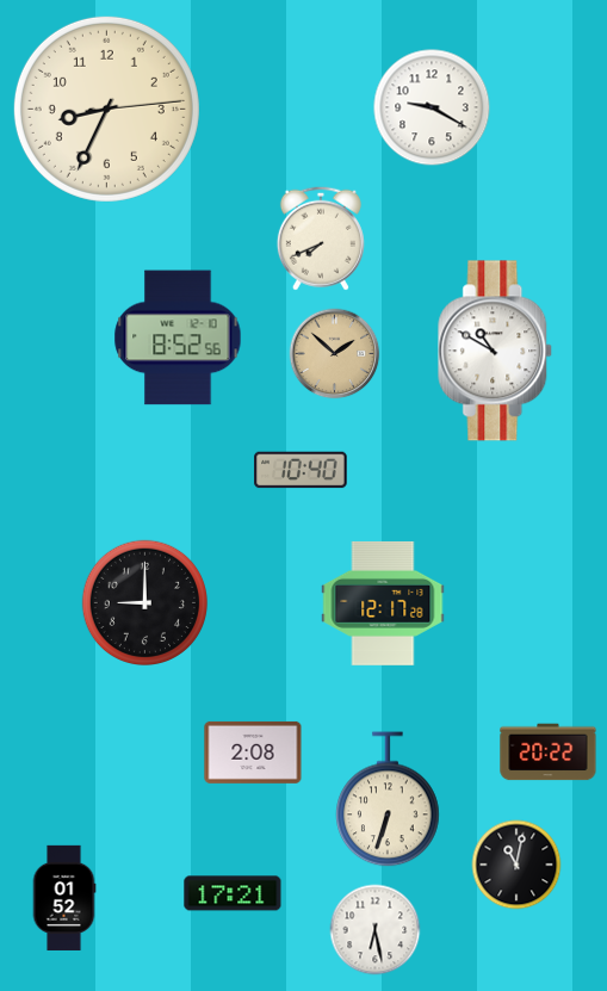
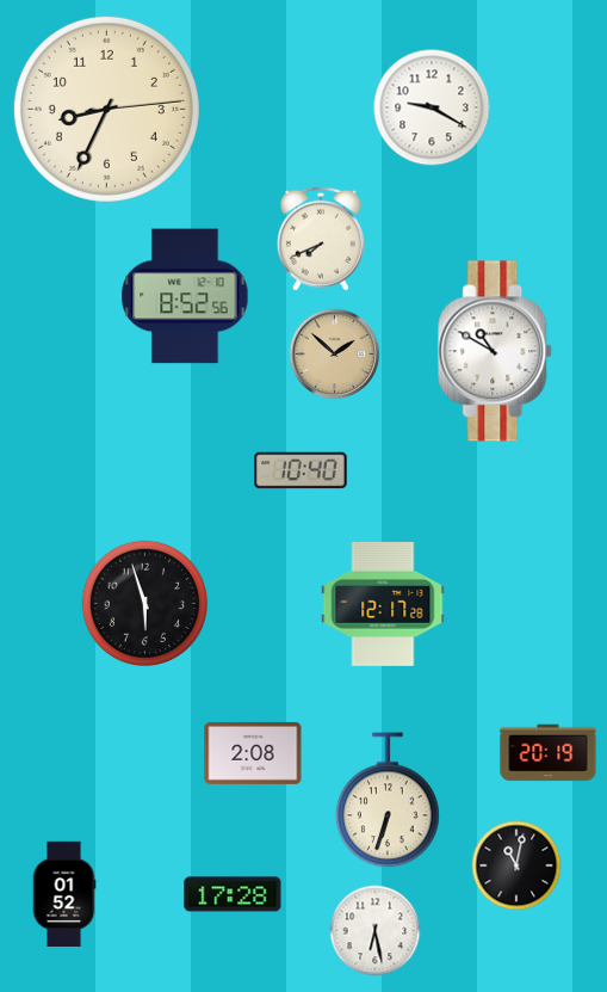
clock at (178, 337) position: (178, 337) -> (185, 296)
clock at (144, 602): 9:00 -> 5:57
clock at (549, 752): 20:22 -> 20:19
clock at (233, 893): 17:21 -> 17:28
clock at (64, 898) position: (64, 898) -> (64, 894)
